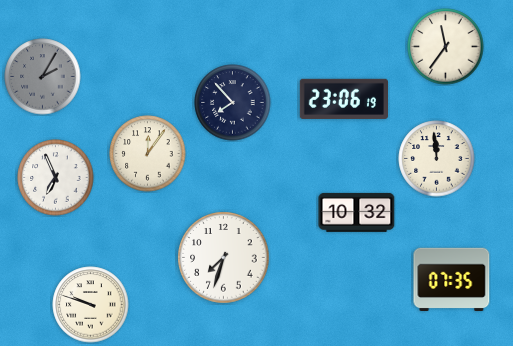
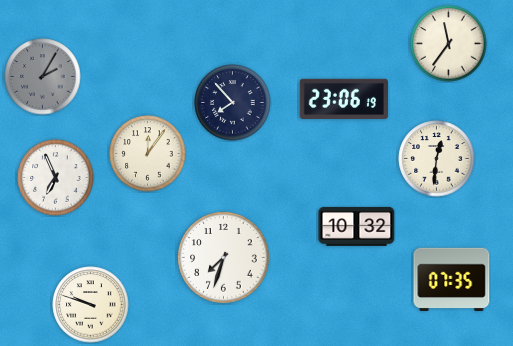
clock at (446, 47) position: (446, 47) -> (449, 44)
clock at (437, 159): 11:59 -> 12:31
clock at (357, 212) position: (357, 212) -> (357, 226)
